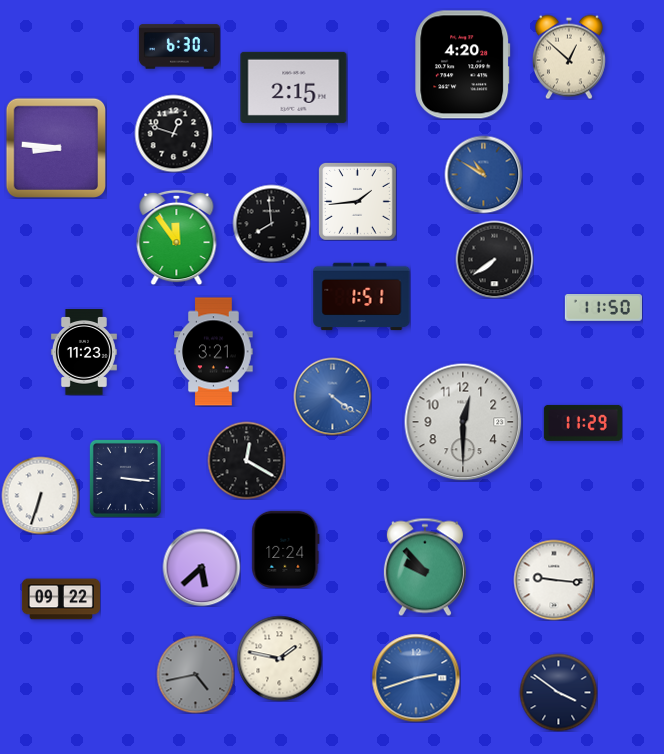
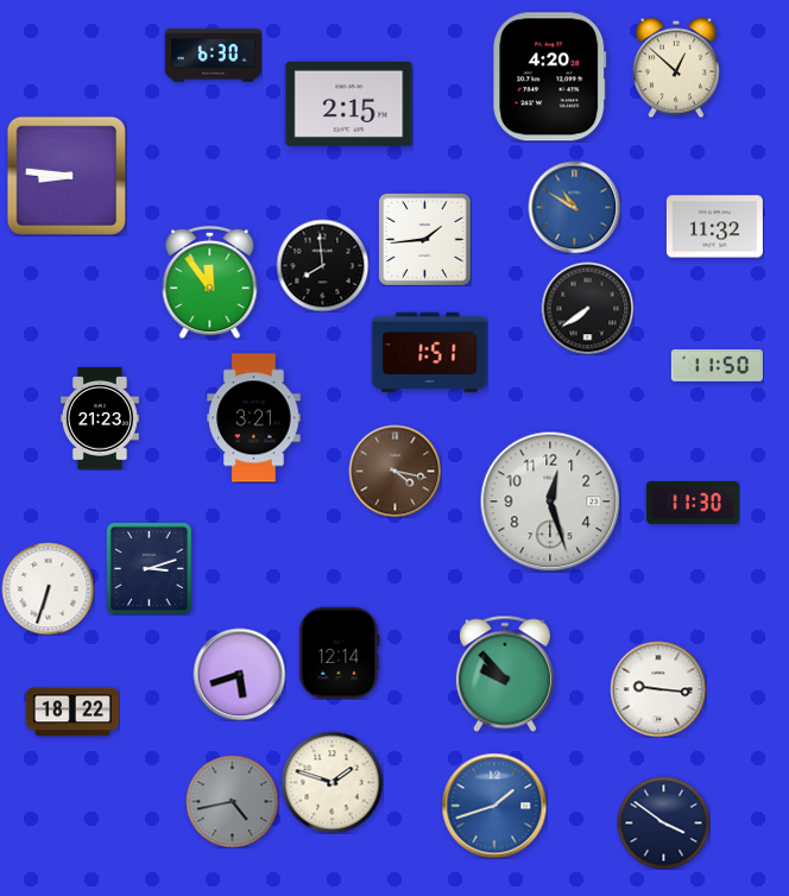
clock at (173, 133): 12:48 -> none
clock at (714, 227): none -> 11:32
clock at (84, 352): 11:23 -> 21:23
clock at (332, 396): 4:21 -> 4:17
clock at (332, 396) dial: blue -> brown
clock at (463, 422): 12:30 -> 12:27
clock at (583, 423): 11:29 -> 11:30
clock at (246, 460): 12:20 -> none
clock at (125, 478): 3:16 -> 3:12
clock at (286, 549): 12:24 -> 12:14
clock at (201, 567): 5:38 -> 5:42
clock at (61, 599): 09:22 -> 18:22
clock at (279, 658): 1:47 -> 1:48
clock at (416, 678): 2:42 -> 1:42
